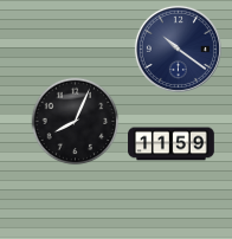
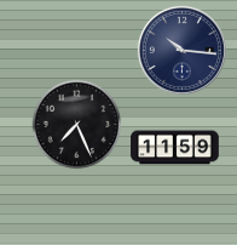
clock at (178, 49): 10:21 -> 10:16
clock at (76, 122): 8:04 -> 7:26
